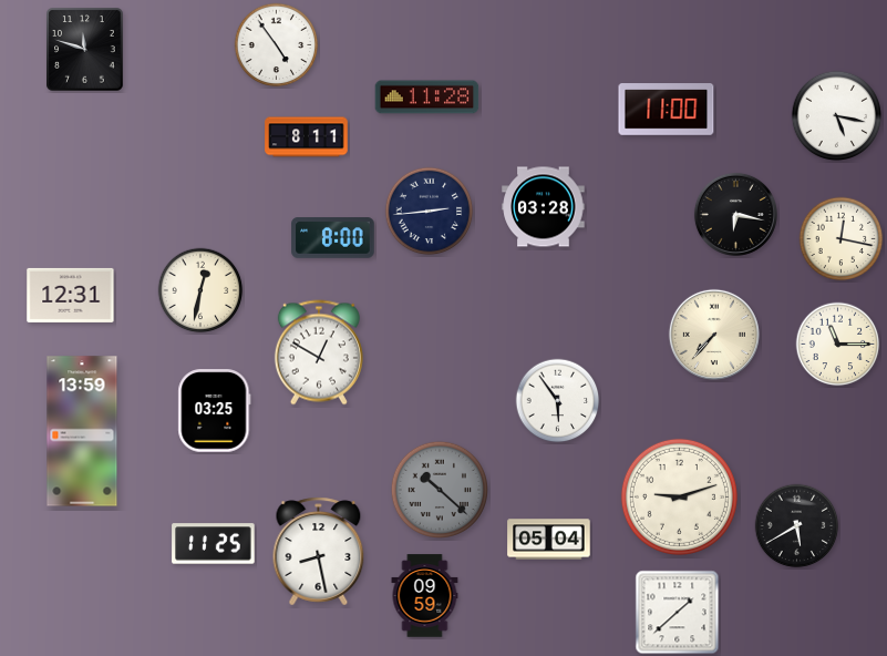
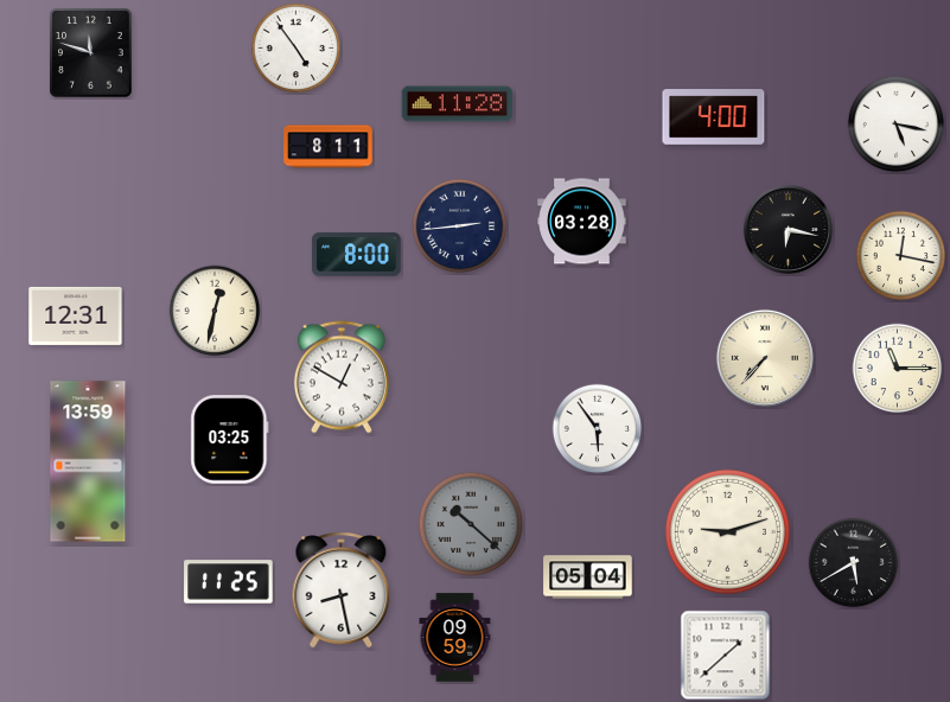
clock at (667, 110): 11:00 -> 4:00
